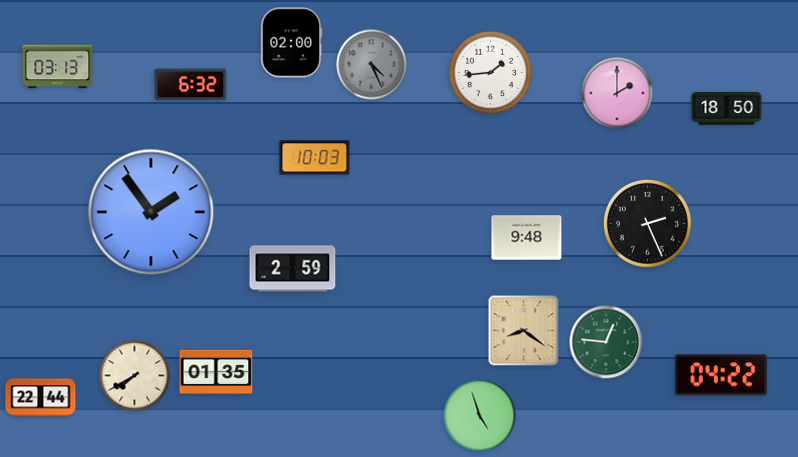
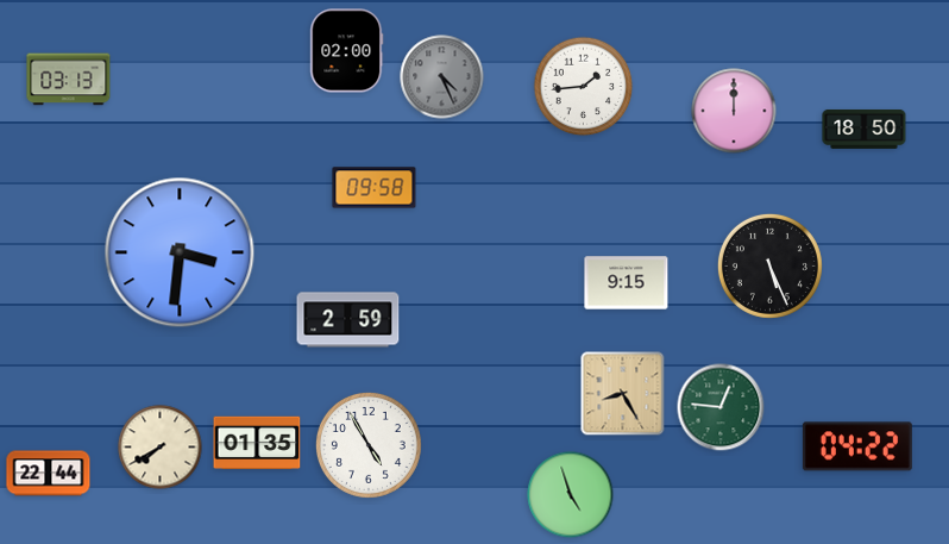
clock at (191, 85): 6:32 -> none
clock at (617, 93): 2:00 -> 12:00
clock at (315, 158): 10:03 -> 09:58
clock at (151, 212): 1:54 -> 3:31
clock at (647, 223): 2:26 -> 5:26
clock at (527, 238): 9:48 -> 9:15
clock at (524, 331): 8:21 -> 8:25
clock at (369, 445): none -> 4:55
